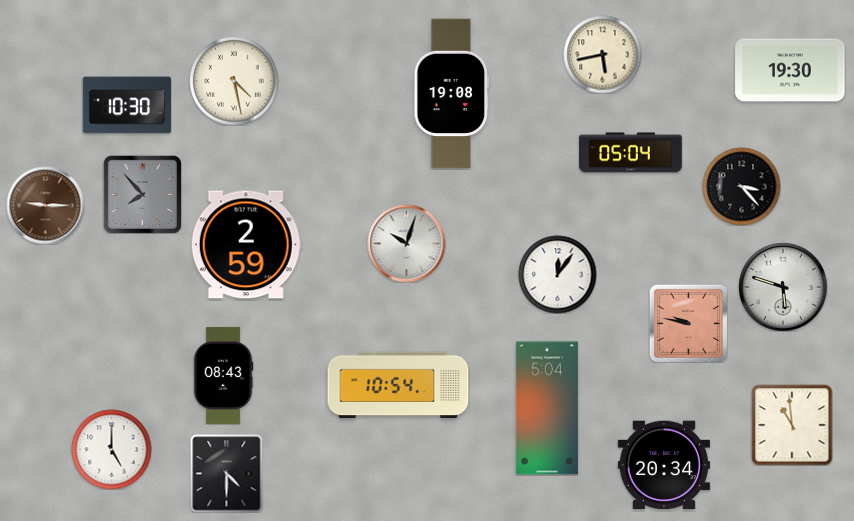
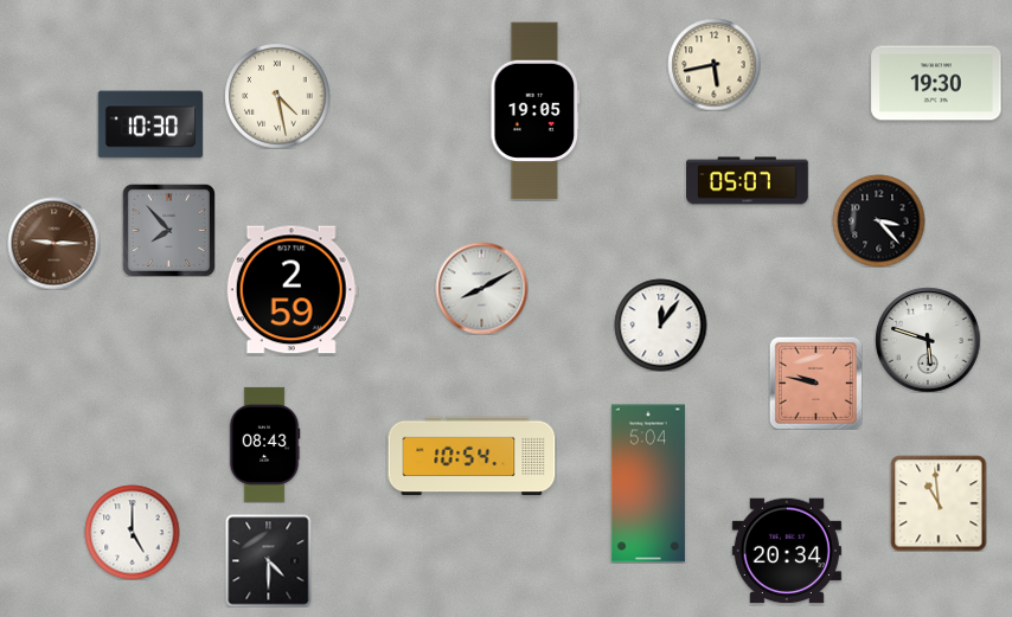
clock at (452, 94): 19:08 -> 19:05
clock at (631, 153): 05:04 -> 05:07
clock at (406, 243): 10:03 -> 8:10
